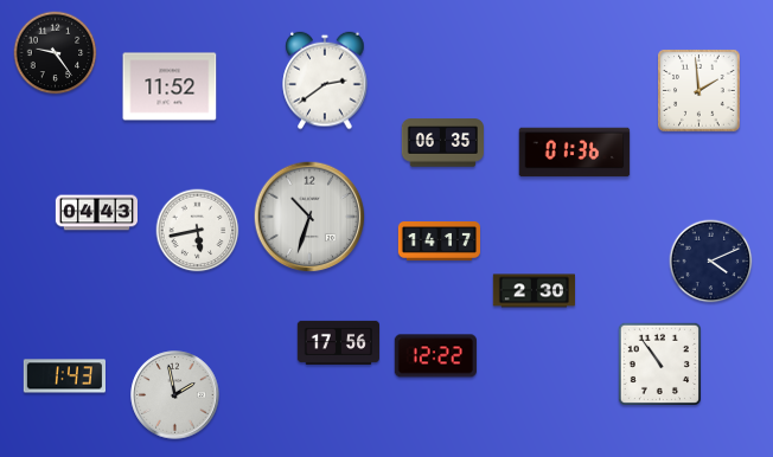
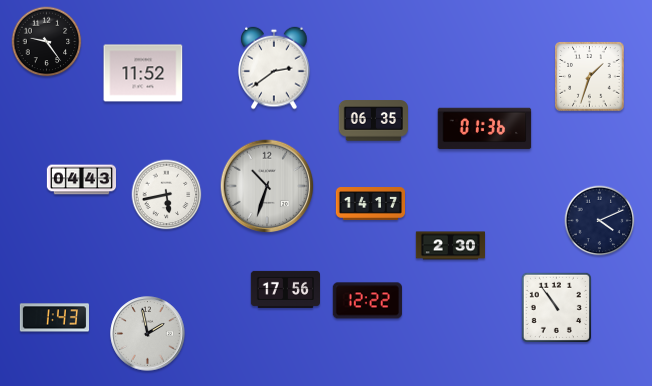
clock at (56, 53) position: (56, 53) -> (47, 42)
clock at (699, 91): 1:59 -> 1:33
clock at (309, 217) position: (309, 217) -> (267, 186)
